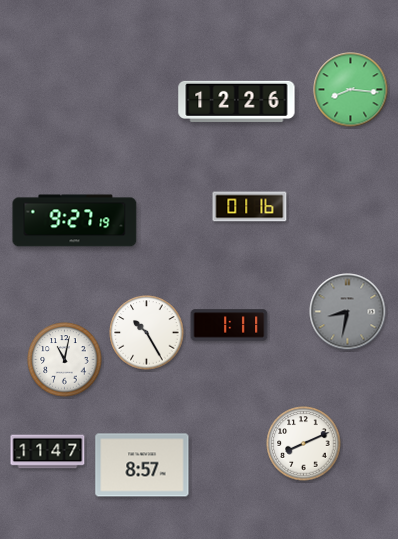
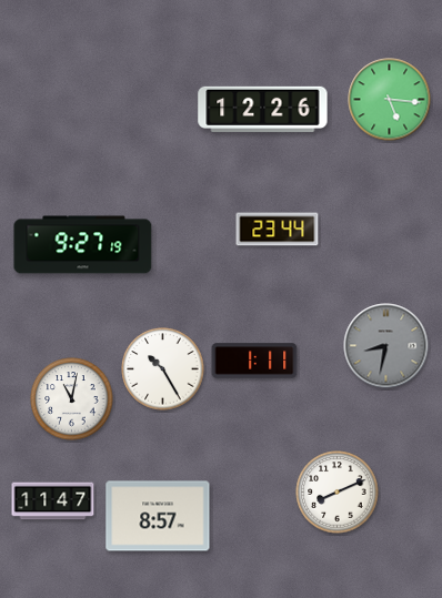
clock at (351, 90): 8:16 -> 5:16
clock at (237, 101) position: (237, 101) -> (263, 109)
clock at (250, 207): 01:16 -> 23:44
